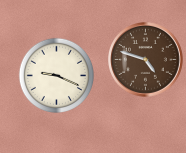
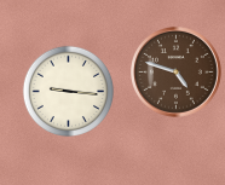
clock at (56, 75): 9:19 -> 9:16
